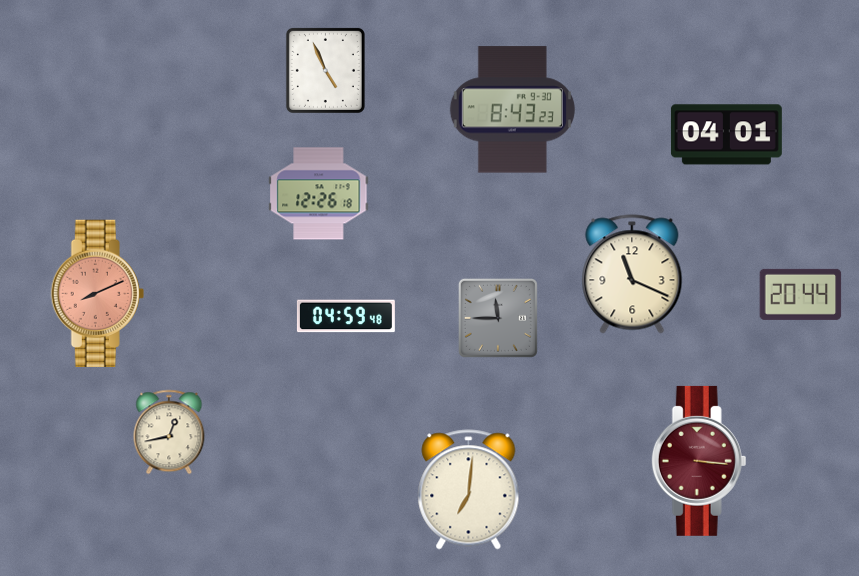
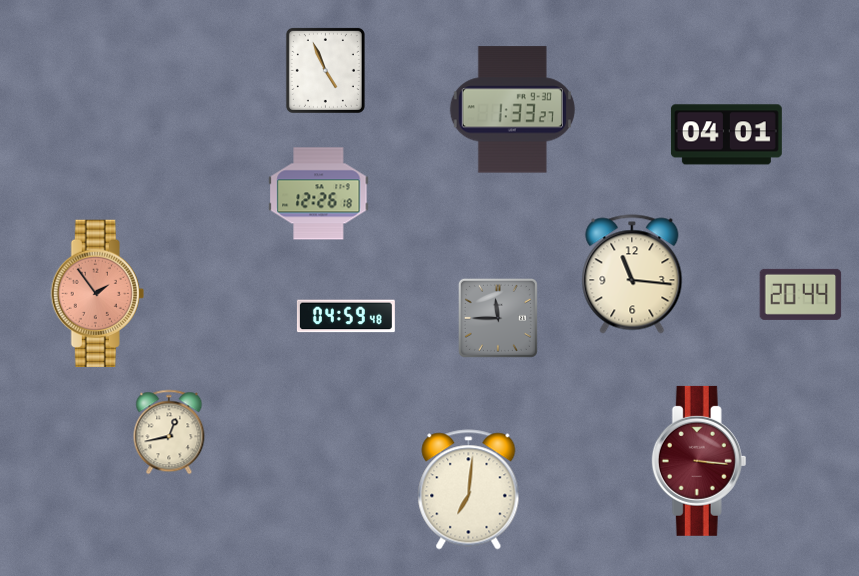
clock at (512, 110): 8:43 -> 1:33
clock at (632, 274): 11:19 -> 11:16
clock at (97, 293): 8:11 -> 1:54
